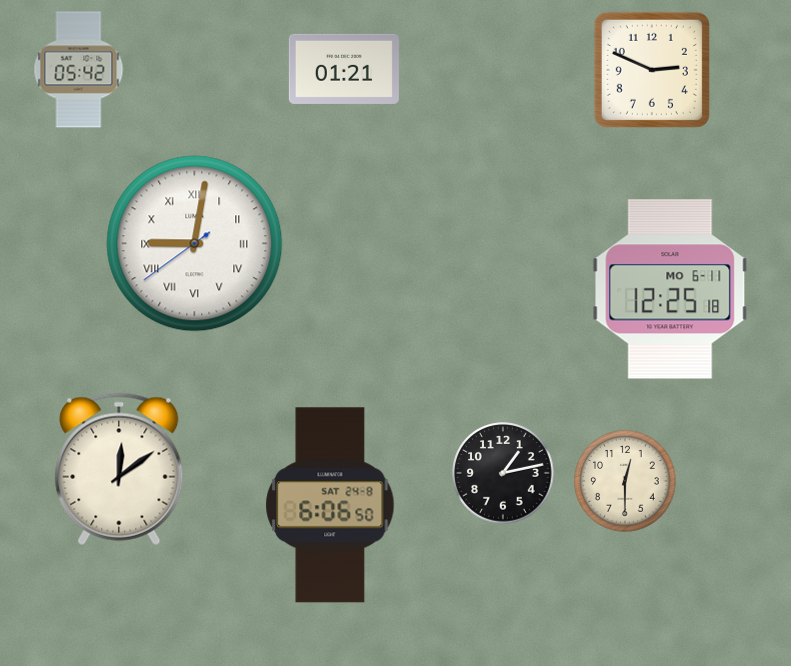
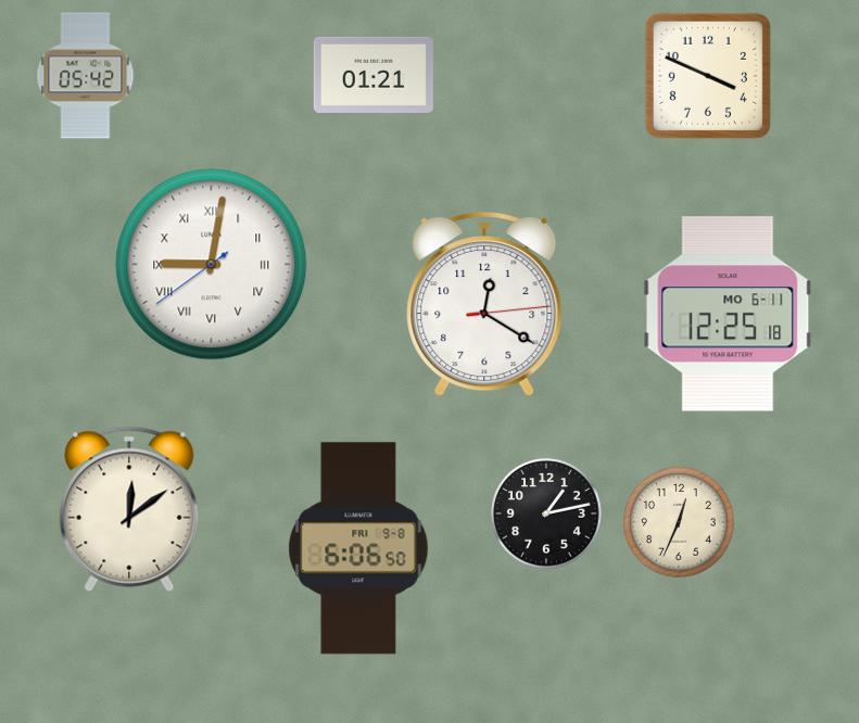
clock at (652, 70): 2:49 -> 3:49
clock at (484, 305): none -> 12:20
clock at (625, 481): 12:30 -> 12:34
clock at (330, 505) date: SAT 24-8 -> FRI 9-8
